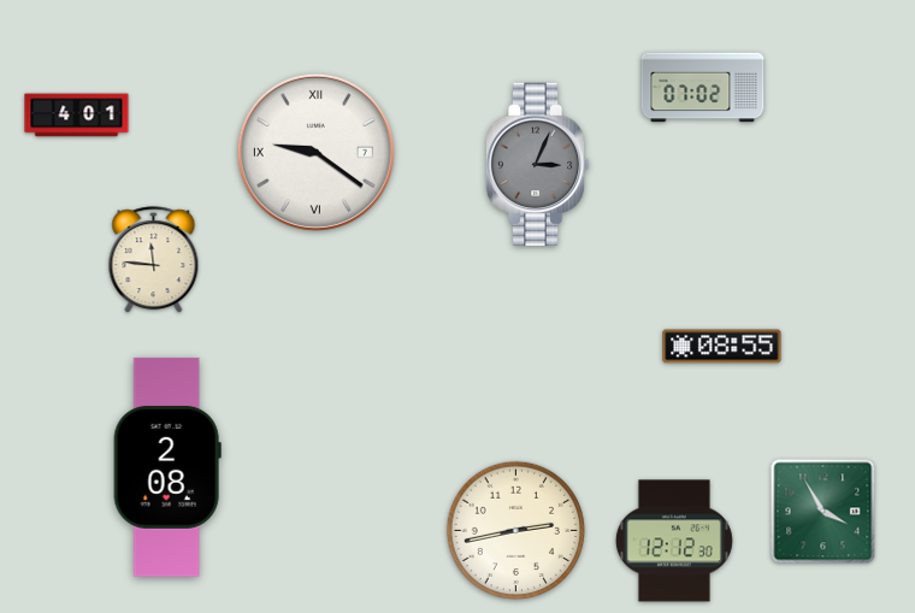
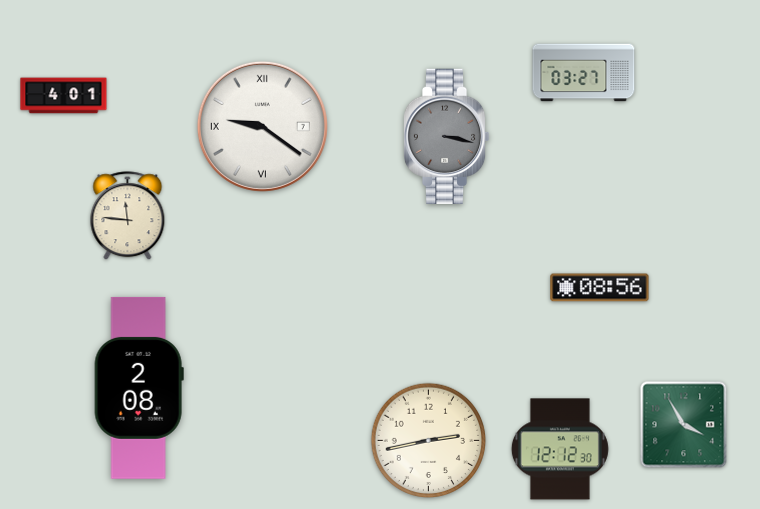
clock at (703, 88): 07:02 -> 03:27
clock at (537, 164): 3:04 -> 3:17
clock at (722, 347): 08:55 -> 08:56
